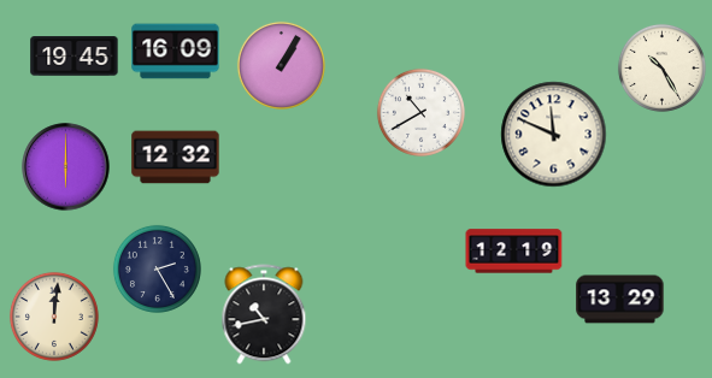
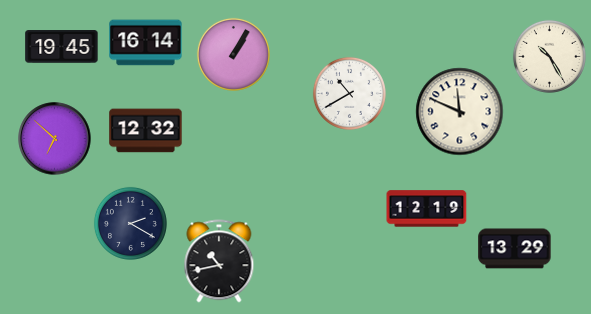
clock at (176, 52): 16:09 -> 16:14
clock at (66, 167): 6:00 -> 6:52
clock at (157, 268): 2:25 -> 2:20
clock at (54, 317): 12:01 -> none
